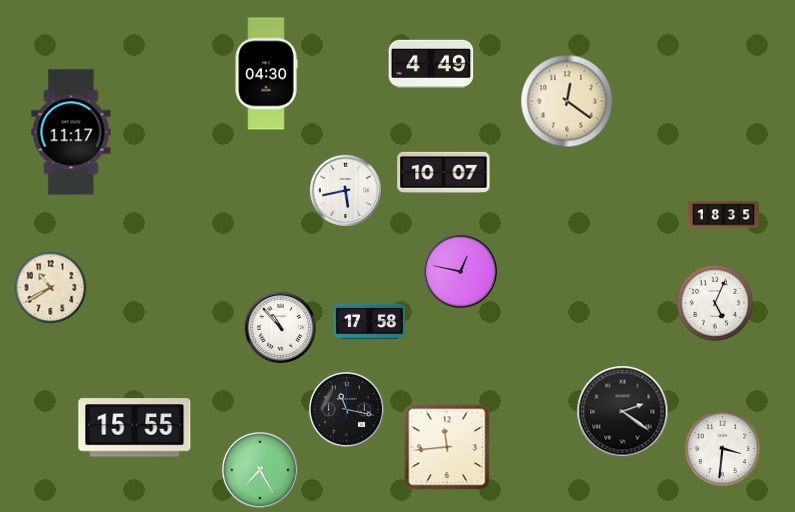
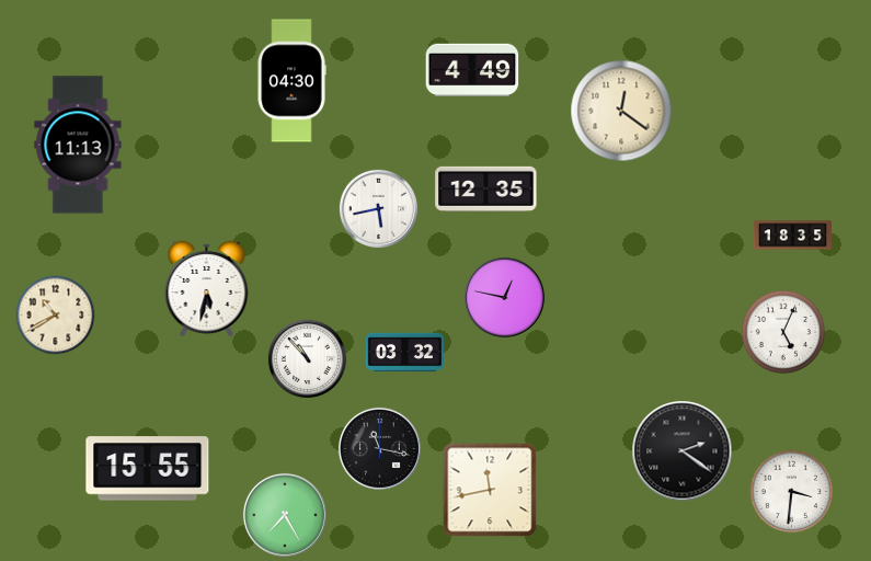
clock at (71, 132): 11:17 -> 11:13
clock at (444, 172): 10:07 -> 12:35
clock at (207, 288): none -> 5:32
clock at (369, 322): 17:58 -> 03:32
clock at (447, 447): 11:44 -> 11:43
